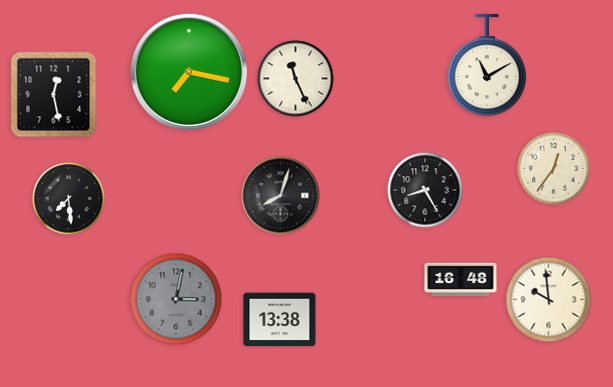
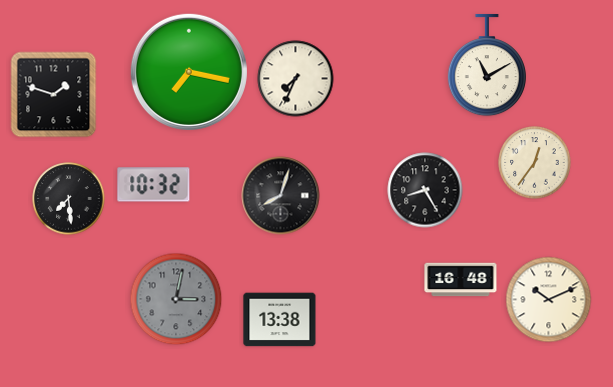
clock at (296, 79): 11:26 -> 7:34
clock at (54, 95): 12:28 -> 1:48
clock at (554, 169) position: (554, 169) -> (535, 163)
clock at (154, 185): none -> 10:32
clock at (549, 300): 9:59 -> 10:11
